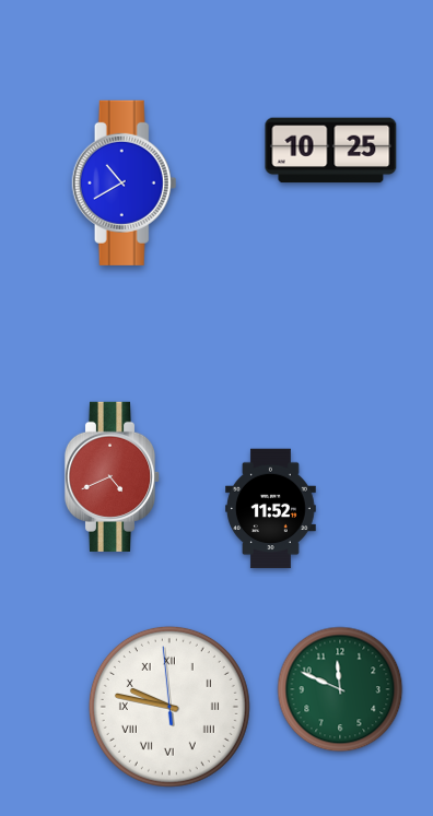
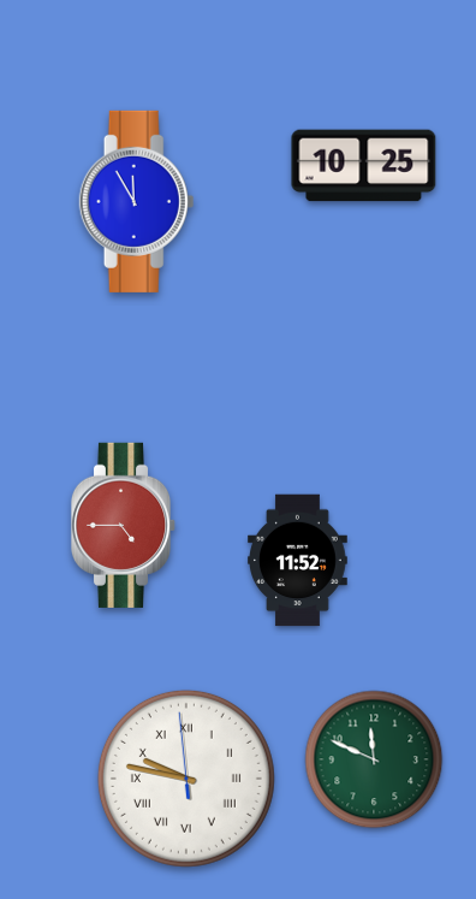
clock at (125, 182): 10:40 -> 11:55
clock at (113, 476): 4:41 -> 4:45
